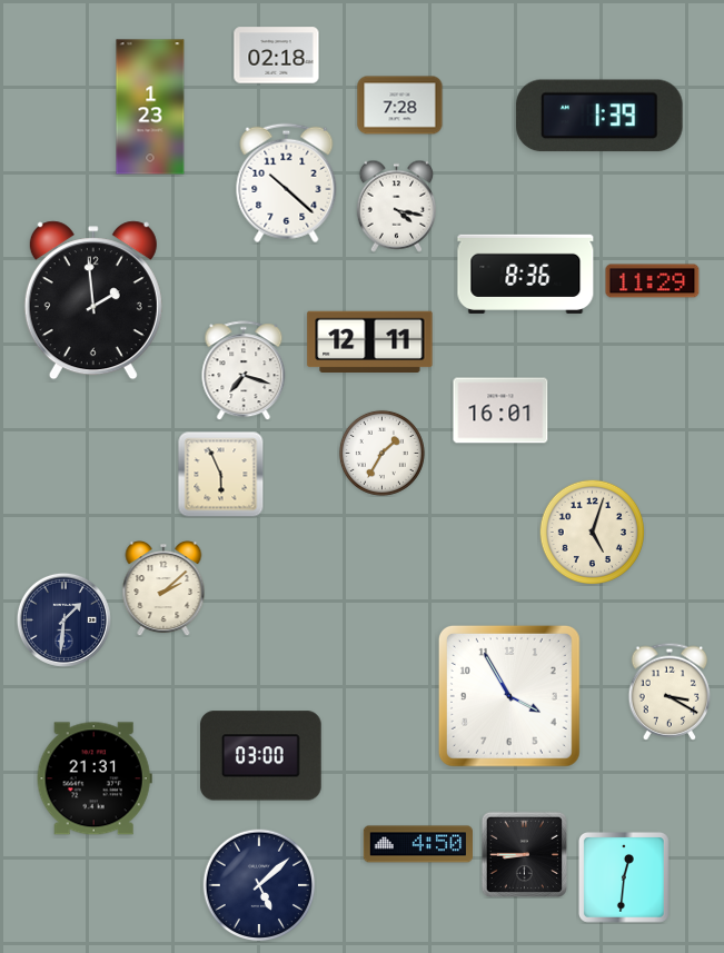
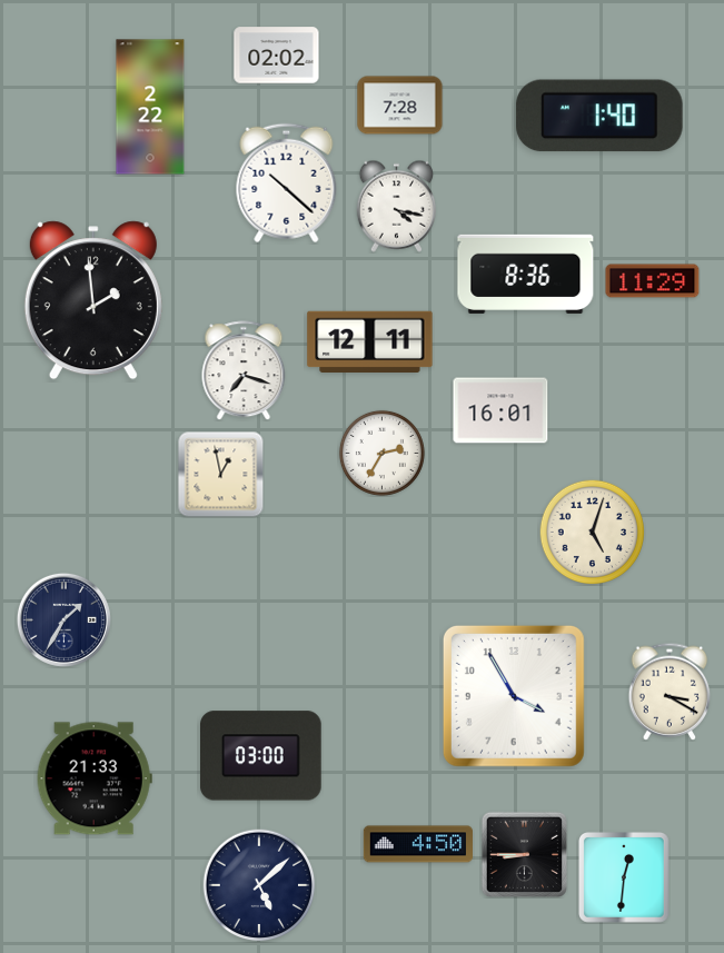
clock at (277, 56): 02:18 -> 02:02
clock at (150, 107): 1:23 -> 2:22
clock at (599, 116): 1:39 -> 1:40
clock at (381, 453): 1:35 -> 2:35
clock at (220, 475): 5:56 -> 12:58
clock at (163, 589): 2:08 -> none
clock at (63, 619): 1:31 -> 1:35
clock at (509, 696) position: (509, 696) -> (514, 696)
clock at (95, 778): 21:31 -> 21:33
